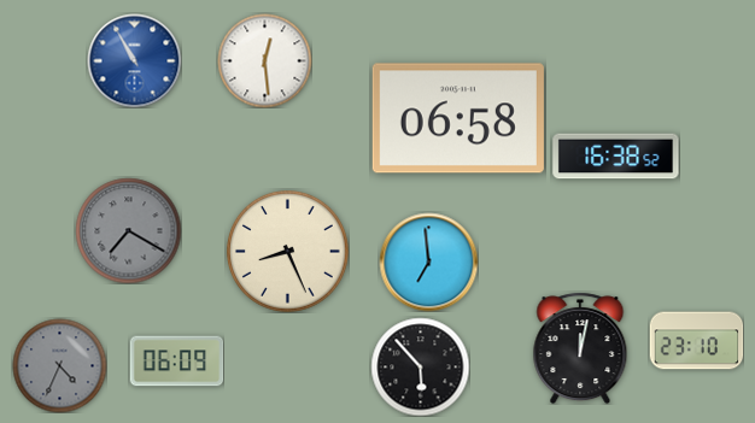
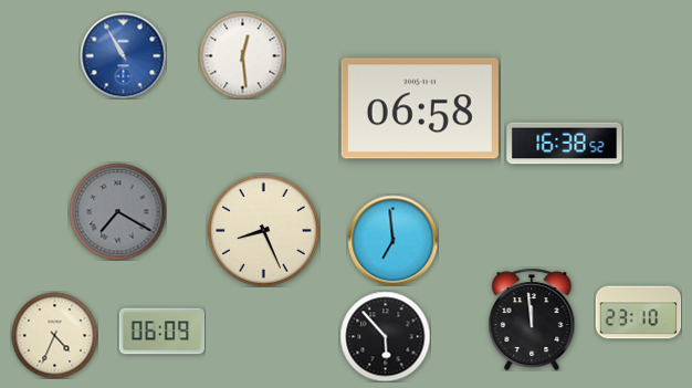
clock at (580, 348): 12:02 -> 11:59
clock at (59, 365) dial: grey -> cream
